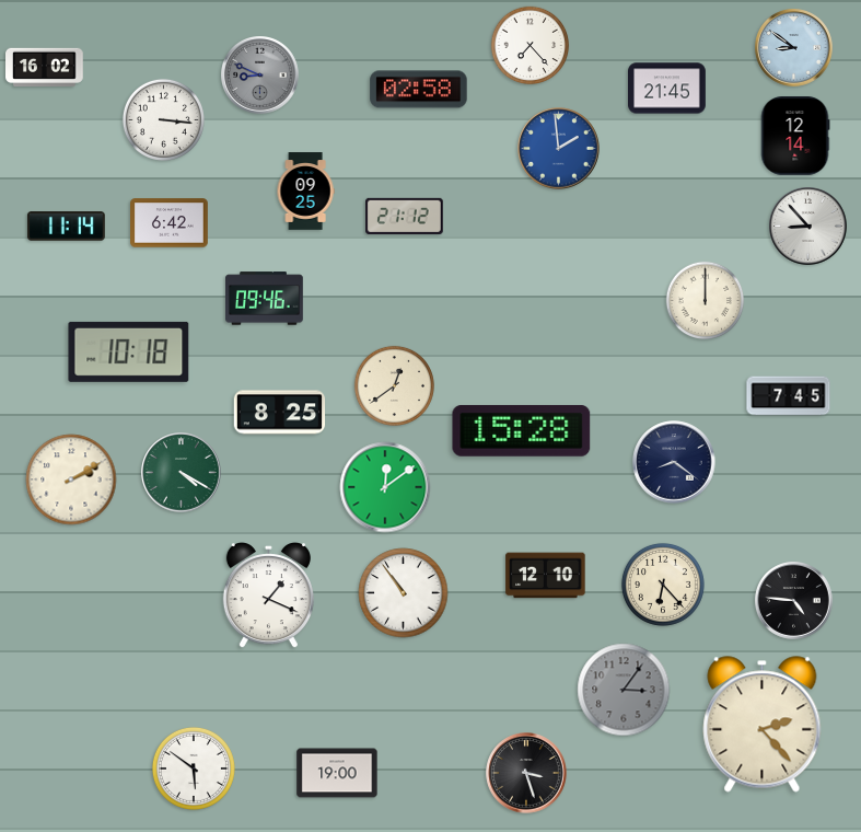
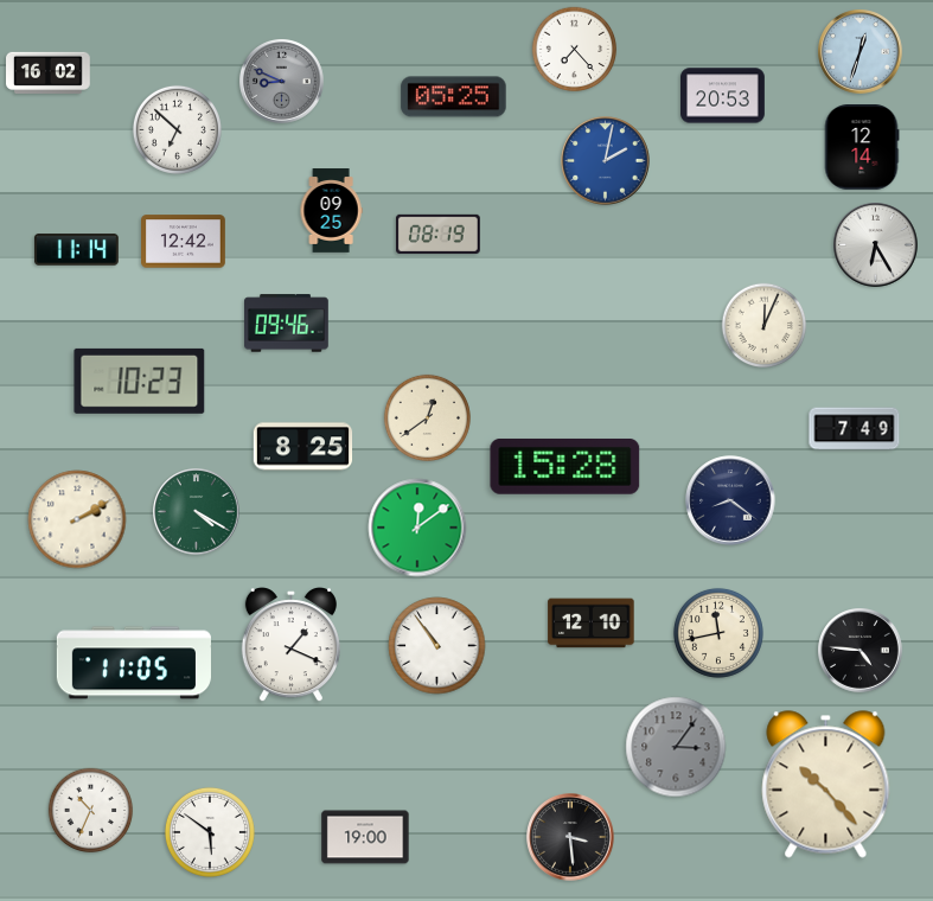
clock at (794, 48): 8:51 -> 12:33
clock at (667, 89): 21:45 -> 20:53
clock at (419, 90): 02:58 -> 05:25
clock at (163, 119): 3:16 -> 6:52
clock at (559, 149): 1:59 -> 2:02
clock at (305, 192) position: (305, 192) -> (331, 211)
clock at (405, 216): 21:12 -> 08:19
clock at (170, 223): 6:42 -> 12:42
clock at (66, 227) position: (66, 227) -> (76, 250)
clock at (808, 227): 8:53 -> 6:25
clock at (706, 301): 12:00 -> 12:04
clock at (129, 351): 10:18 -> 10:23
clock at (789, 396): 7:45 -> 7:49
clock at (663, 585): 6:23 -> 11:43
clock at (404, 593) position: (404, 593) -> (437, 646)
clock at (133, 663): none -> 11:05
clock at (763, 725): 2:23 -> 10:23
clock at (91, 811): none -> 10:34
clock at (526, 773): 3:27 -> 3:29
